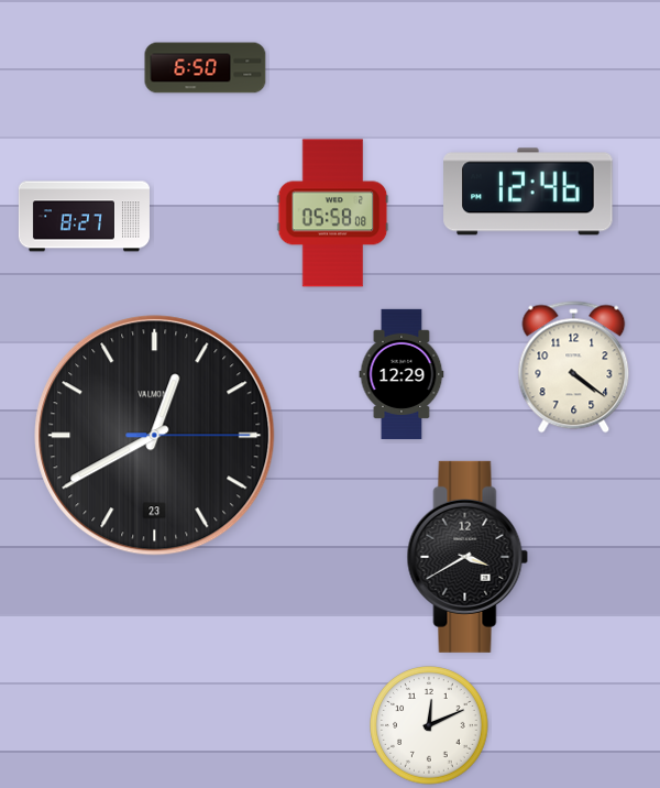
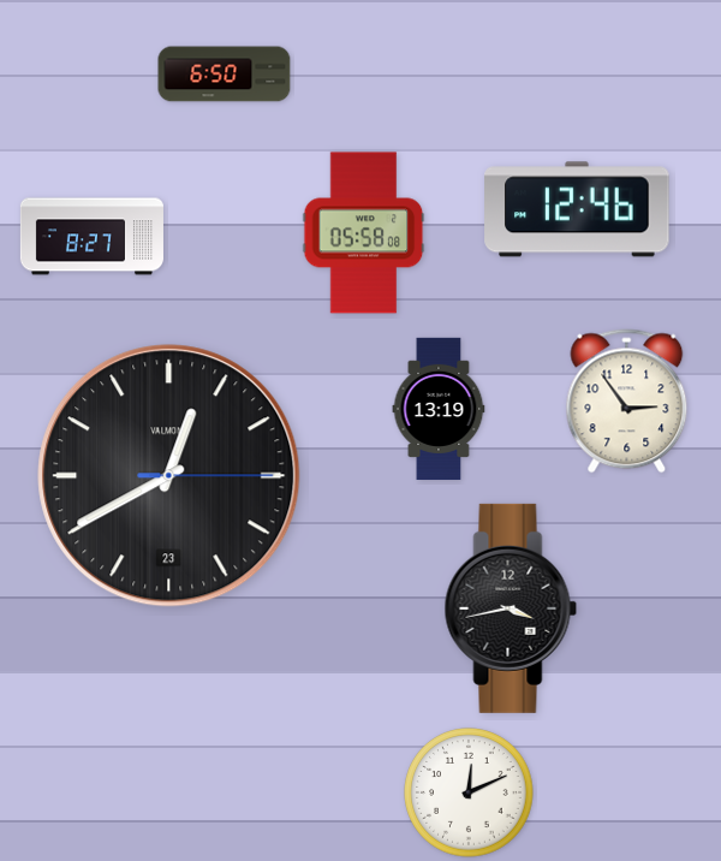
clock at (574, 368): 4:21 -> 2:54
clock at (402, 373): 12:29 -> 13:19
clock at (468, 557): 3:40 -> 3:43
